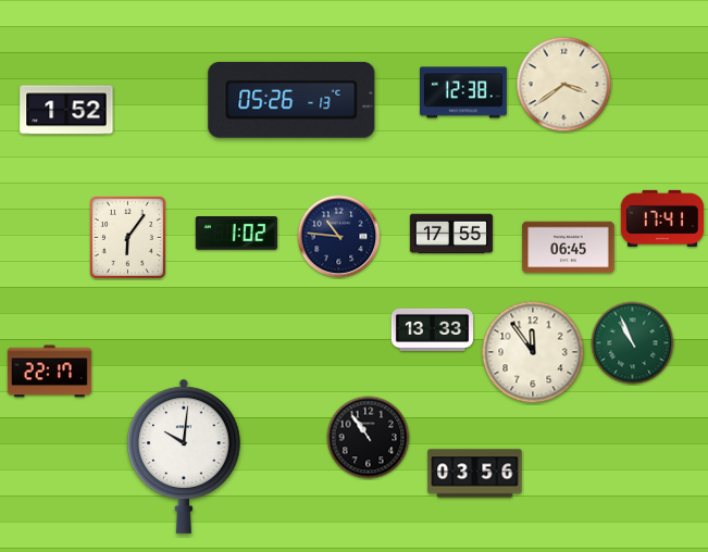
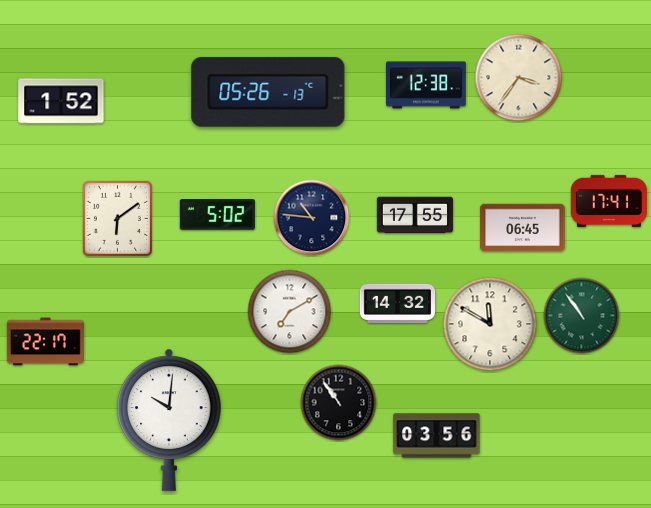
clock at (564, 85): 3:39 -> 3:36
clock at (236, 234): 1:02 -> 5:02
clock at (127, 237): 6:06 -> 6:09
clock at (432, 329): 13:33 -> 14:32
clock at (290, 312): none -> 7:10
clock at (633, 343): 10:56 -> 10:54
clock at (533, 352): 11:54 -> 11:50
